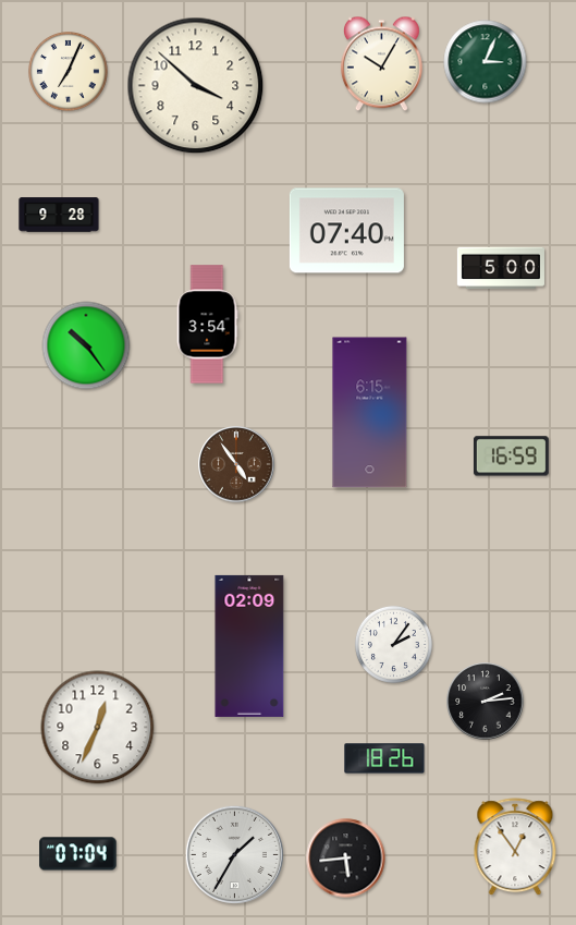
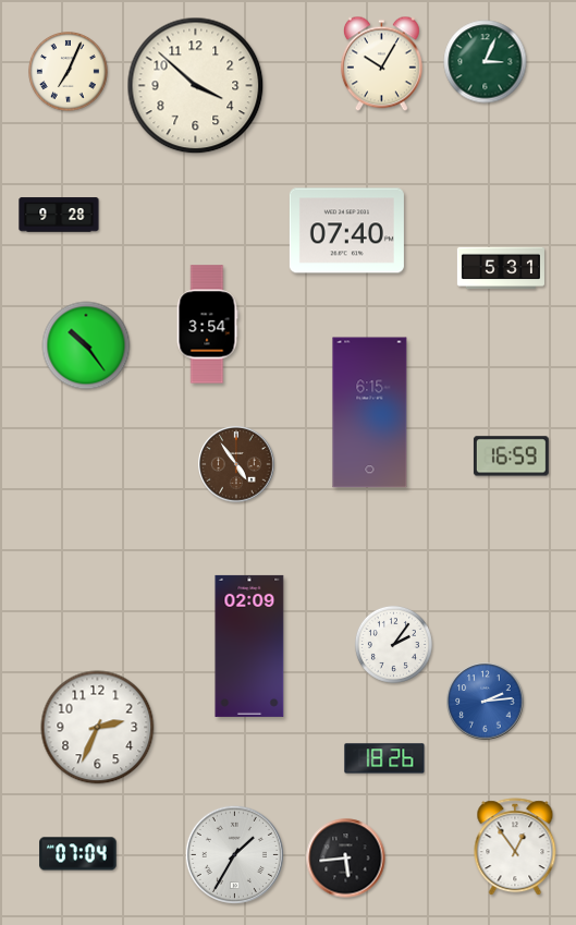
clock at (501, 268): 5:00 -> 5:31
clock at (486, 702) dial: black -> blue
clock at (98, 728): 12:34 -> 2:34
